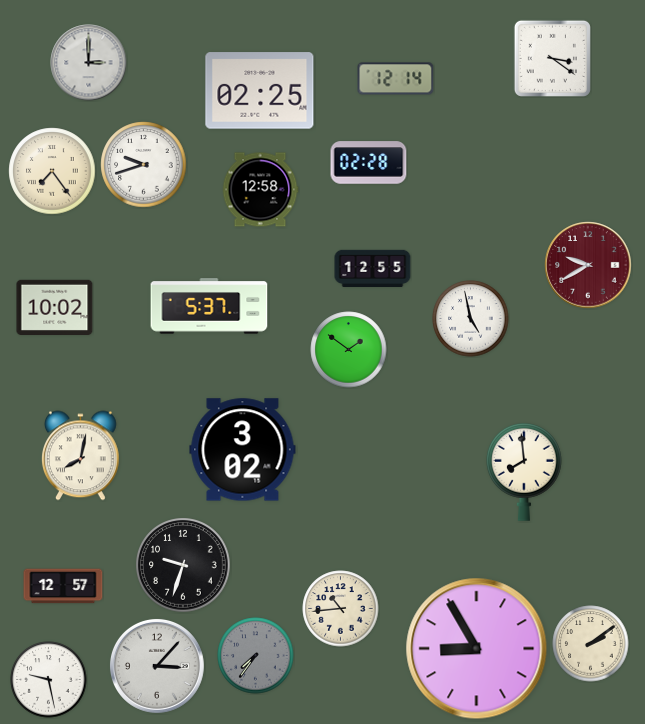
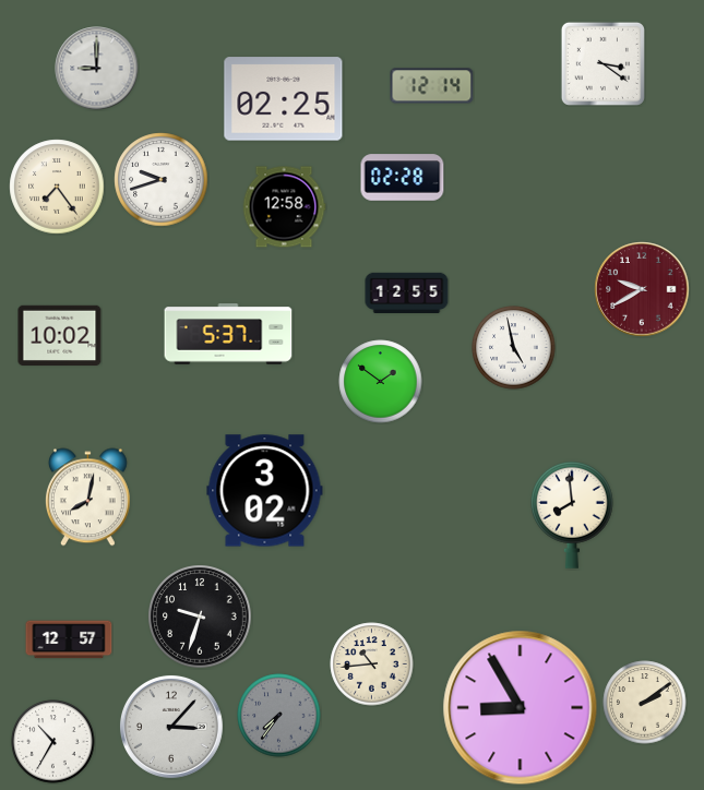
clock at (89, 63): 3:00 -> 9:00
clock at (144, 165) position: (144, 165) -> (162, 180)
clock at (49, 680): 9:28 -> 10:35
